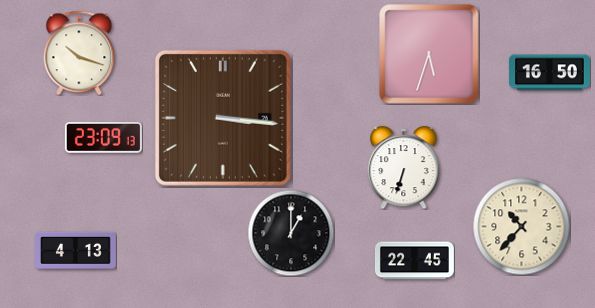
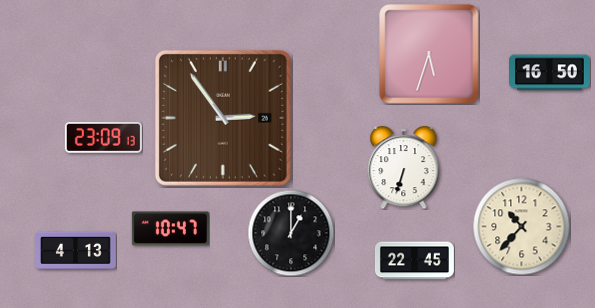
clock at (79, 53): 10:18 -> none
clock at (223, 118): 3:16 -> 2:54
clock at (170, 229): none -> 10:47
